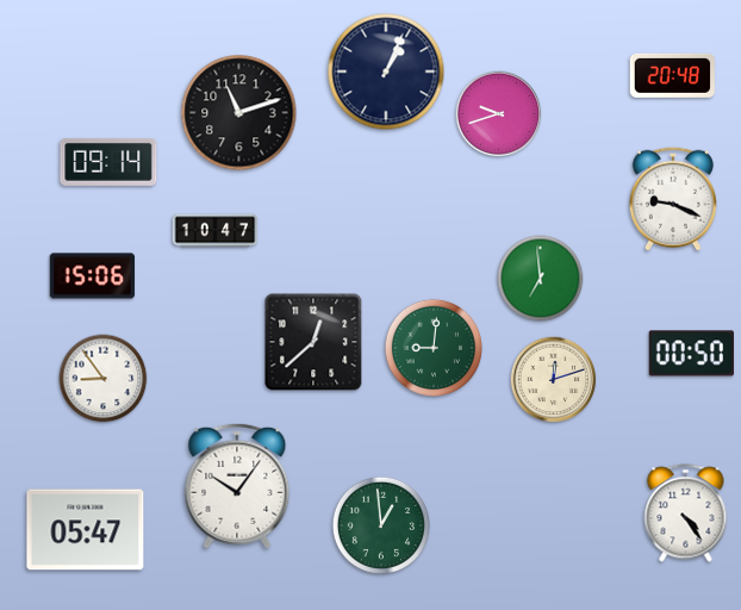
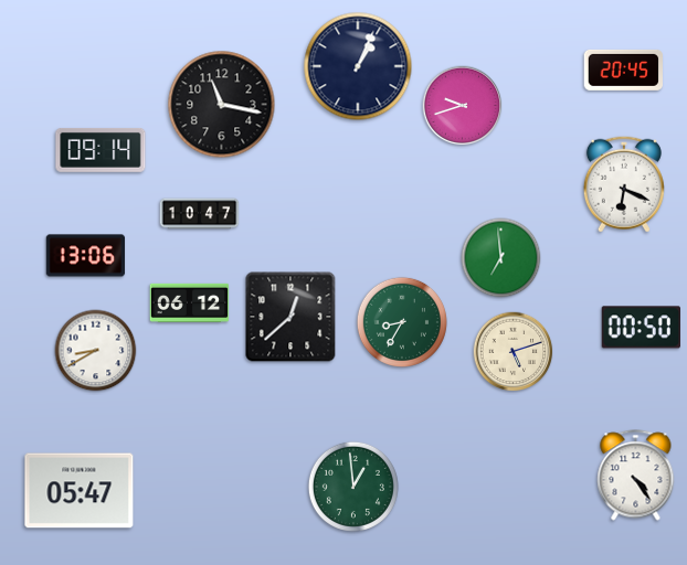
clock at (672, 75): 20:48 -> 20:45
clock at (239, 113): 11:12 -> 11:17
clock at (673, 199): 9:19 -> 6:19
clock at (93, 276): 15:06 -> 13:06
clock at (190, 302): none -> 06:12
clock at (434, 348): 9:01 -> 8:35
clock at (104, 379): 8:54 -> 8:40
clock at (554, 380): 12:12 -> 5:12
clock at (237, 486): 10:06 -> none
